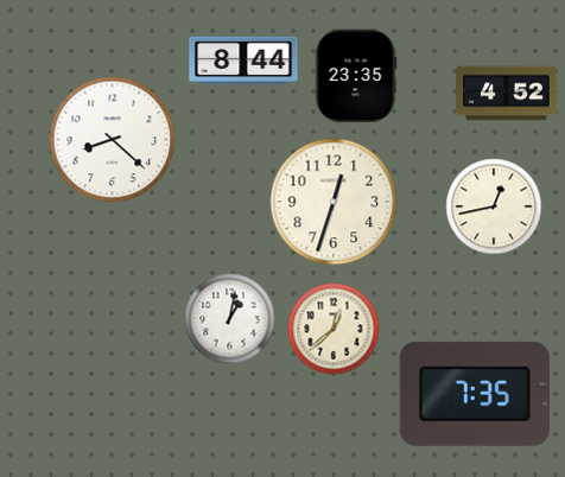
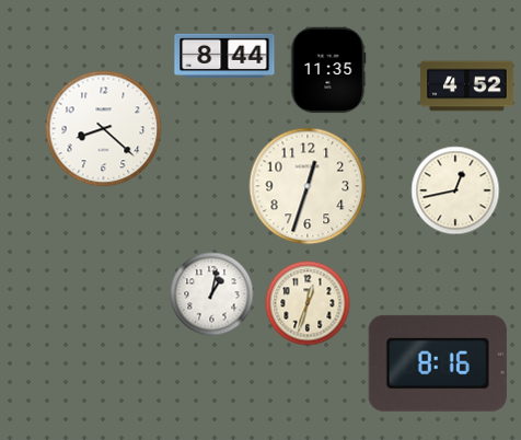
clock at (356, 76): 23:35 -> 11:35
clock at (334, 329): 12:38 -> 12:33
clock at (475, 394): 7:35 -> 8:16
